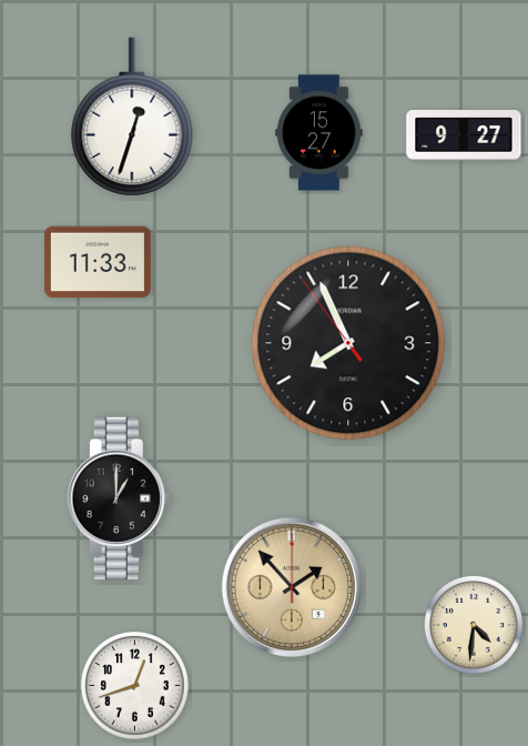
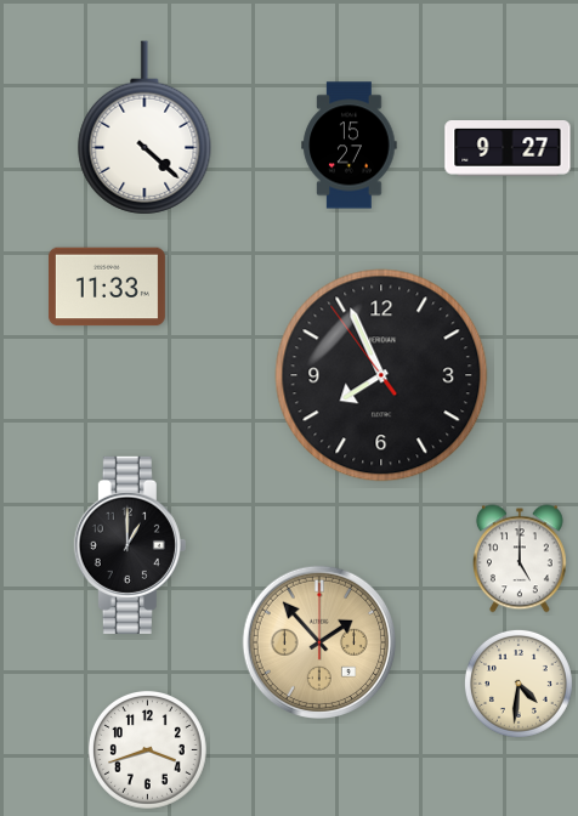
clock at (132, 117): 12:33 -> 4:22
clock at (520, 559): none -> 5:00
clock at (134, 685): 12:42 -> 3:42
